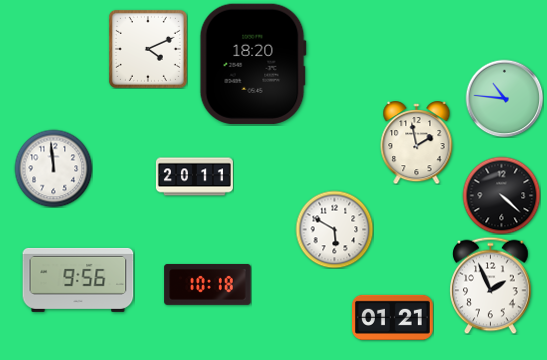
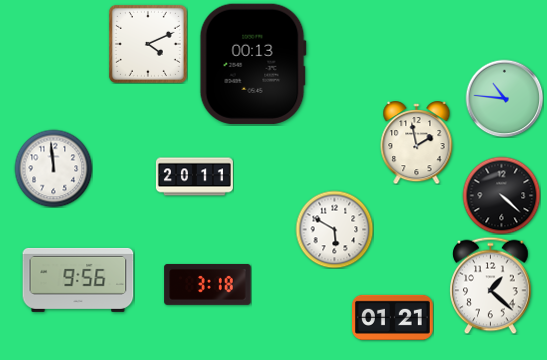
clock at (148, 49) position: (148, 49) -> (148, 44)
clock at (253, 64): 18:20 -> 00:13
clock at (208, 284): 10:18 -> 3:18
clock at (491, 285): 1:56 -> 1:22
